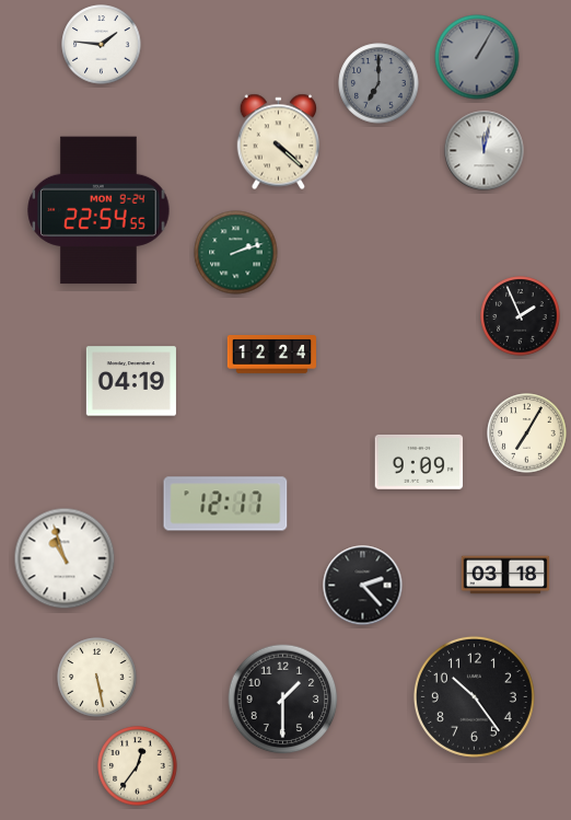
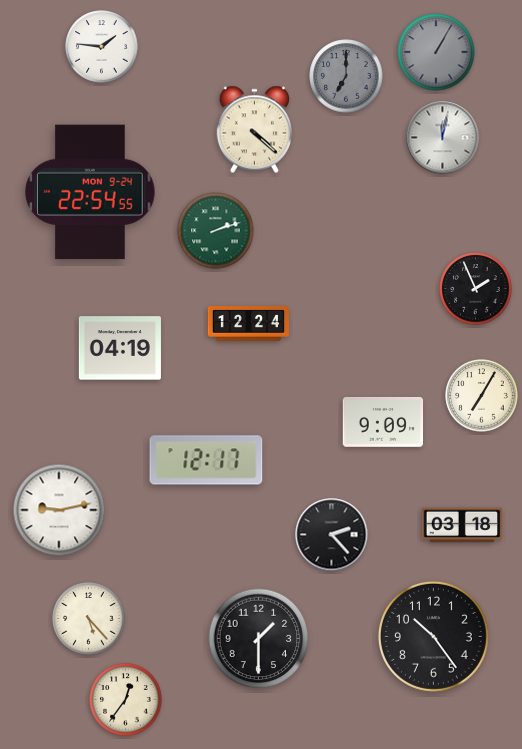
clock at (102, 45) position: (102, 45) -> (102, 47)
clock at (65, 558): 10:57 -> 9:13
clock at (97, 678): 5:28 -> 5:23
